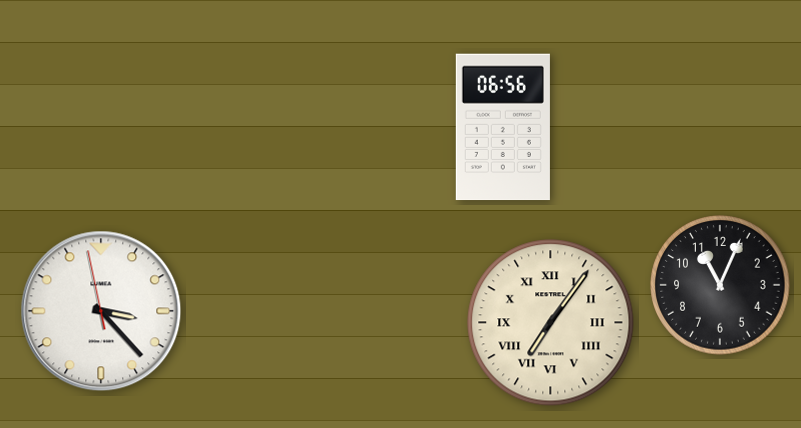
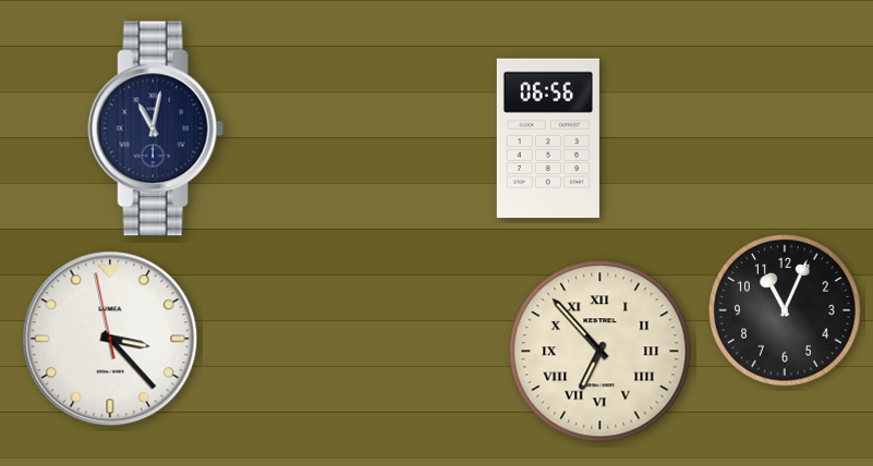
clock at (156, 128): none -> 11:02
clock at (551, 323): 7:06 -> 6:53
